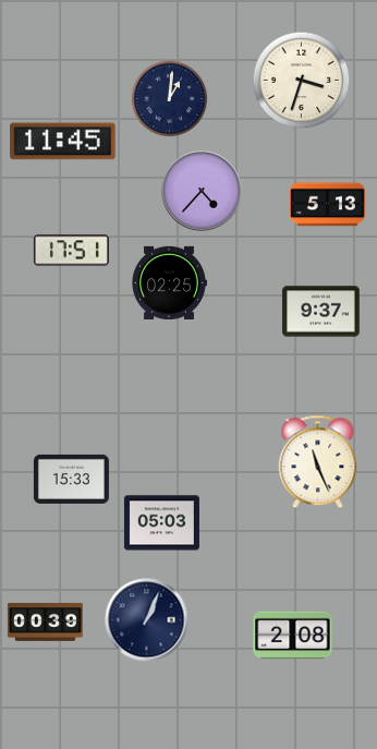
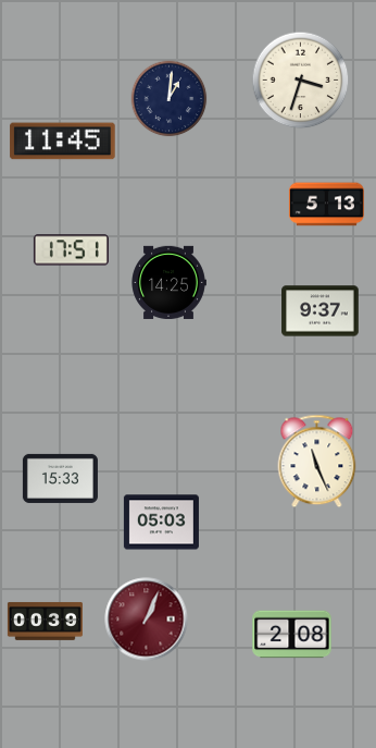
clock at (202, 191): 4:37 -> none
clock at (169, 282): 02:25 -> 14:25
clock at (71, 479) position: (71, 479) -> (60, 478)
clock at (147, 620) dial: navy -> burgundy
